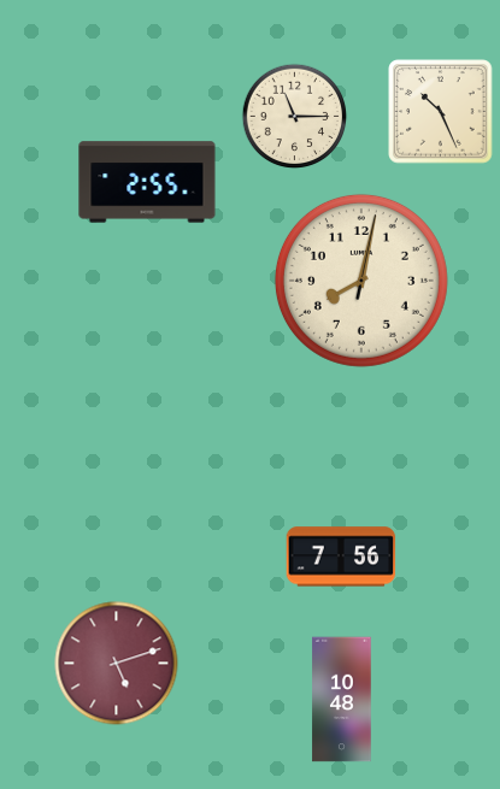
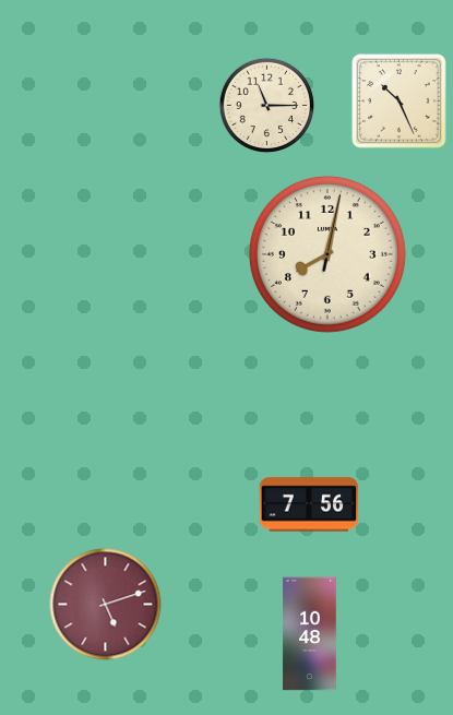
clock at (147, 182): 2:55 -> none
clock at (117, 664) position: (117, 664) -> (106, 605)
